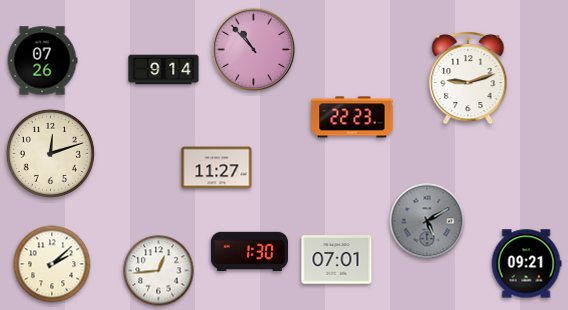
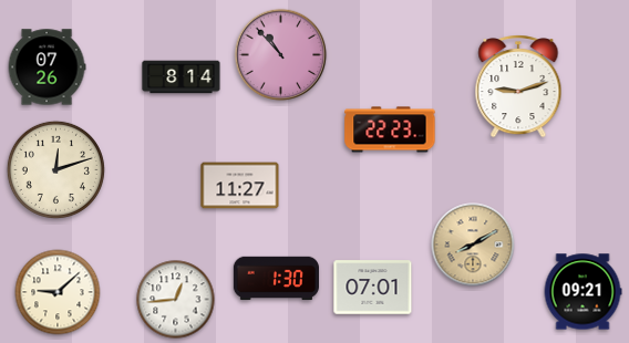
clock at (164, 70): 9:14 -> 8:14
clock at (427, 221): 5:10 -> 8:10
clock at (427, 221) dial: grey -> champagne
clock at (52, 264): 2:08 -> 9:08
